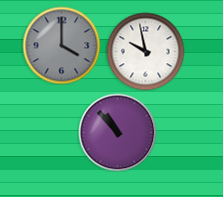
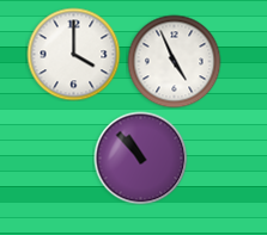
clock at (61, 45) dial: grey -> white
clock at (145, 51): 9:58 -> 4:56
